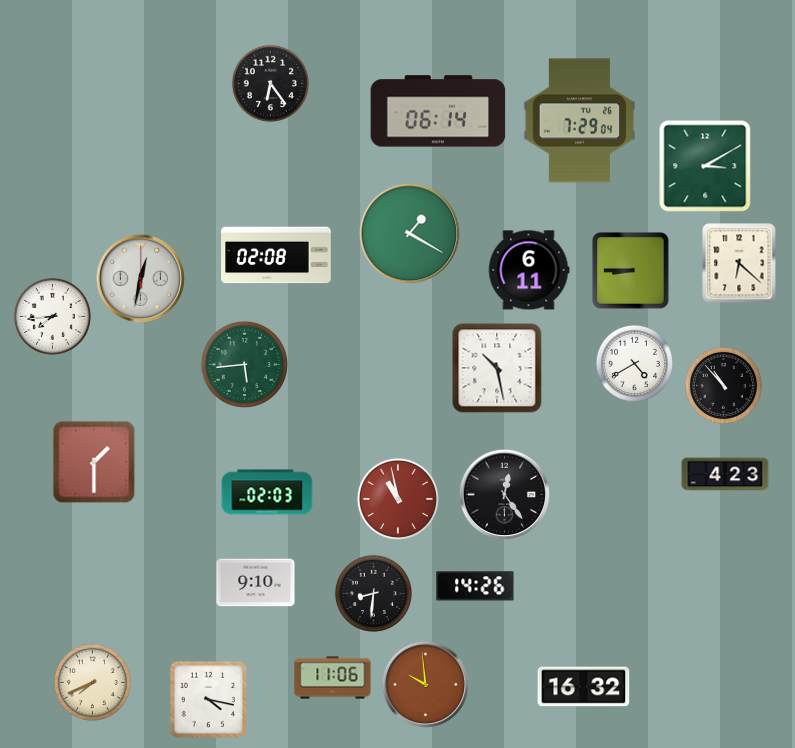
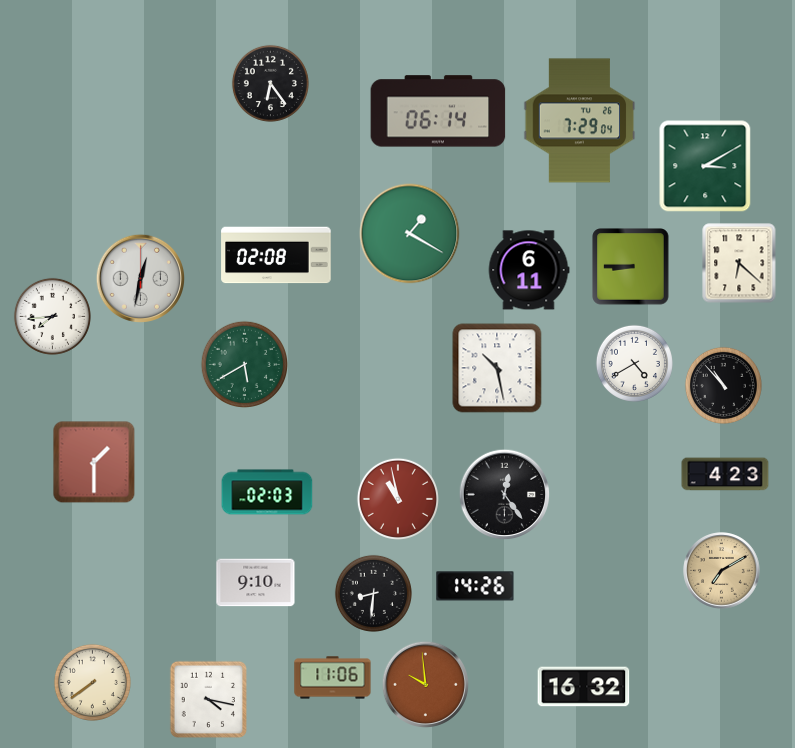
clock at (631, 271) position: (631, 271) -> (631, 267)
clock at (244, 364): 5:44 -> 5:40
clock at (722, 571): none -> 7:10
clock at (92, 682): 7:41 -> 7:39
